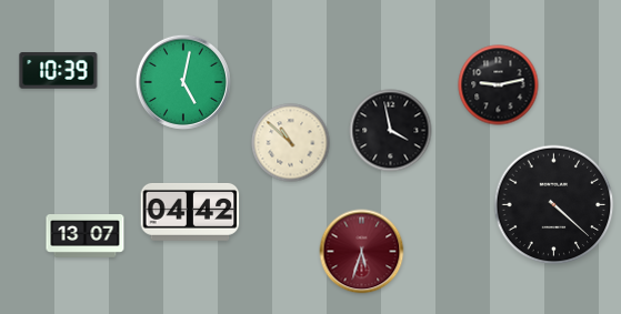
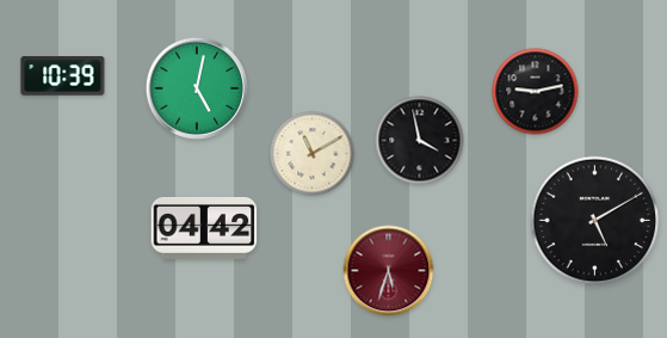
clock at (291, 143): 10:52 -> 11:10
clock at (554, 205): 4:22 -> 5:10
clock at (86, 236): 13:07 -> none
